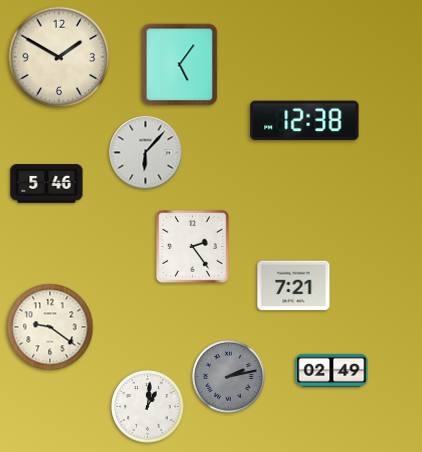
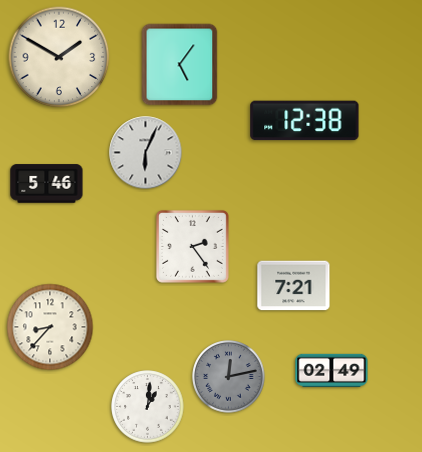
clock at (146, 153): 6:07 -> 6:04
clock at (50, 327): 9:21 -> 8:37
clock at (229, 377): 2:13 -> 12:13
